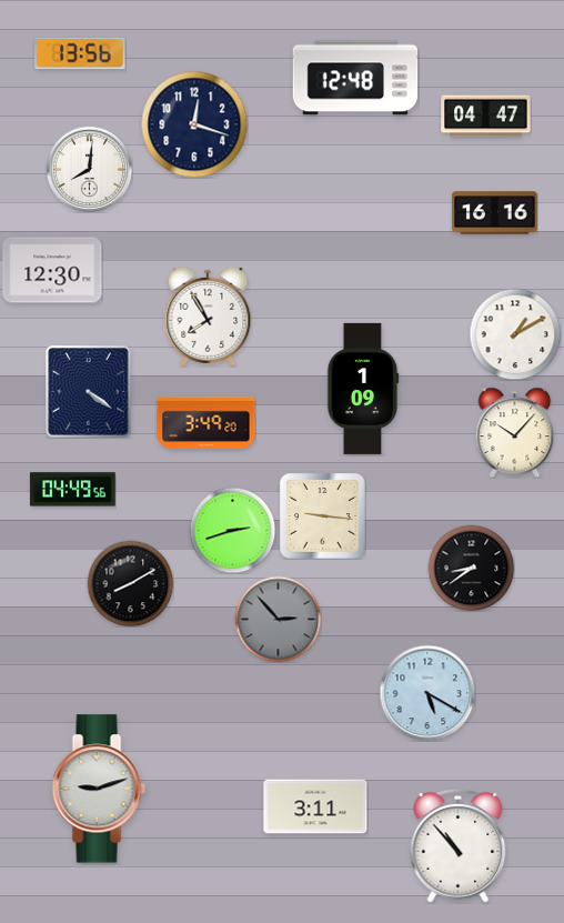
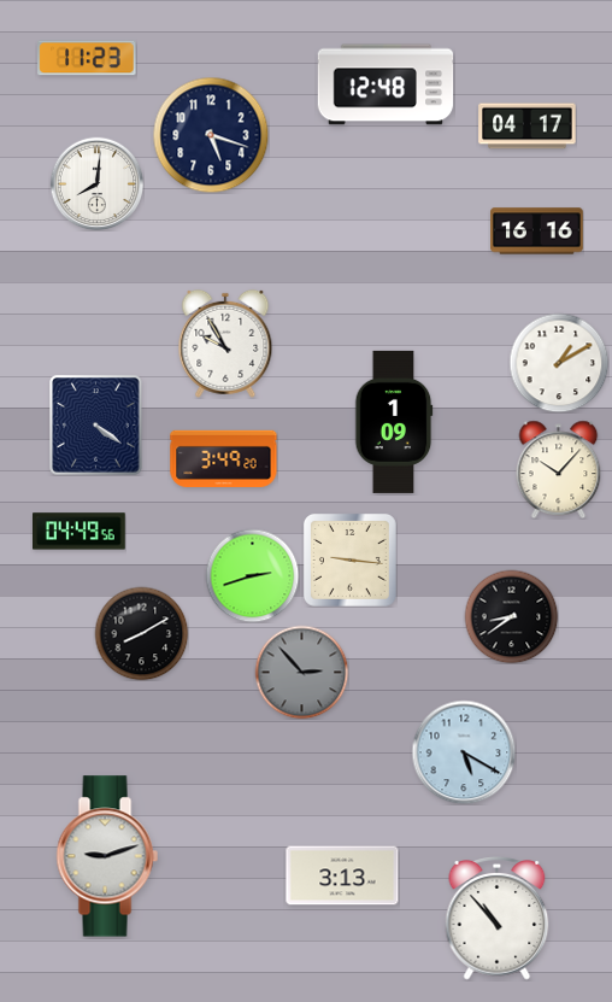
clock at (80, 53): 13:56 -> 11:23
clock at (486, 117): 04:47 -> 04:17
clock at (194, 124): 12:18 -> 5:18
clock at (52, 270): 12:30 -> none
clock at (208, 317): 7:55 -> 9:55
clock at (315, 806): 3:11 -> 3:13
